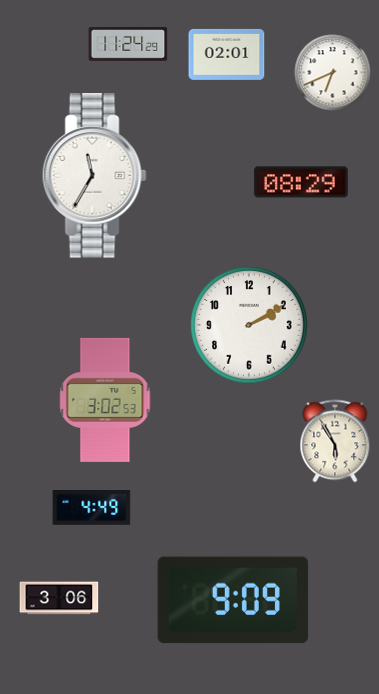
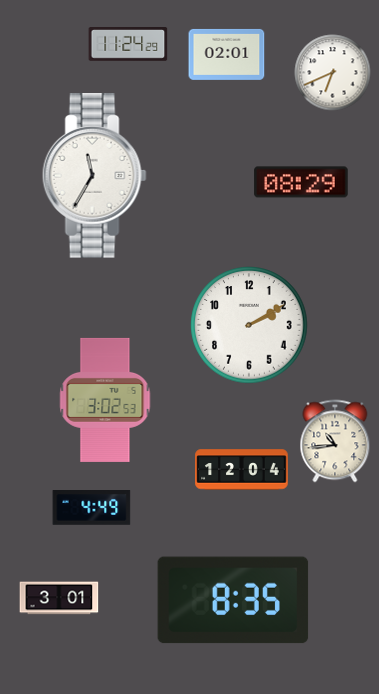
clock at (335, 441): 5:55 -> 10:44
clock at (242, 470): none -> 12:04
clock at (59, 598): 3:06 -> 3:01
clock at (233, 600): 9:09 -> 8:35
